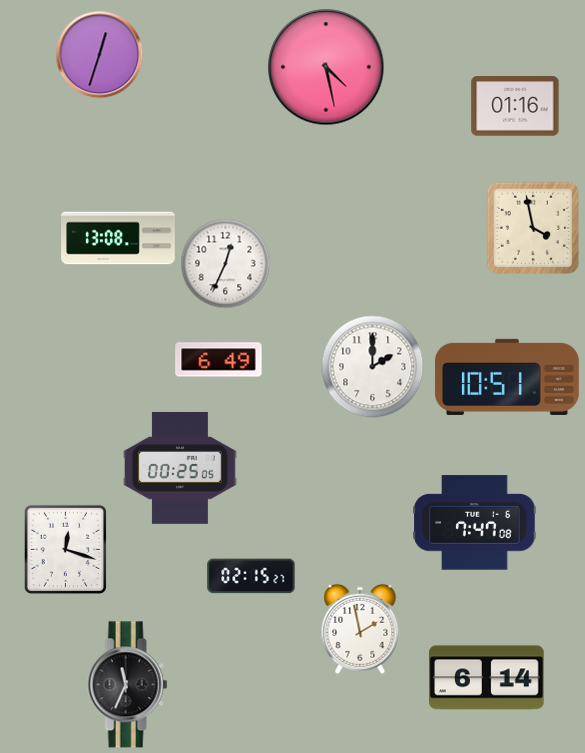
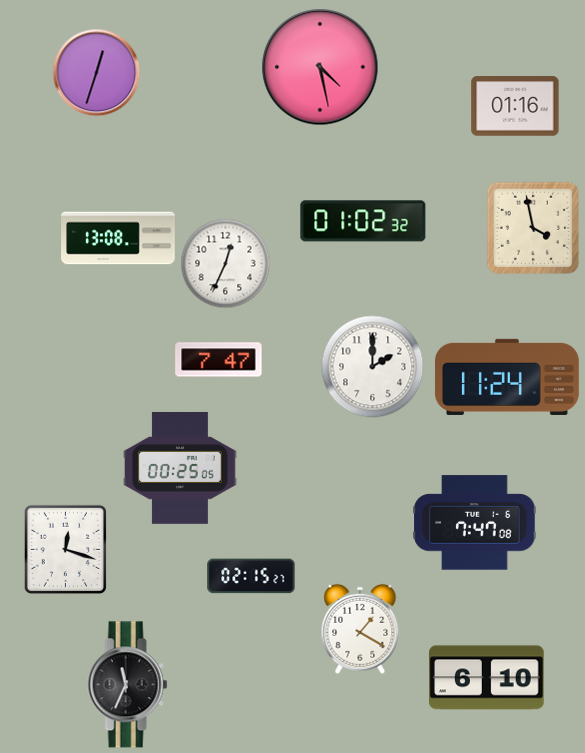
clock at (100, 55) position: (100, 55) -> (97, 73)
clock at (326, 67) position: (326, 67) -> (320, 67)
clock at (363, 221): none -> 01:02
clock at (219, 360): 6:49 -> 7:47
clock at (507, 377): 10:51 -> 11:24
clock at (360, 629): 1:58 -> 1:20
clock at (487, 678): 6:14 -> 6:10
